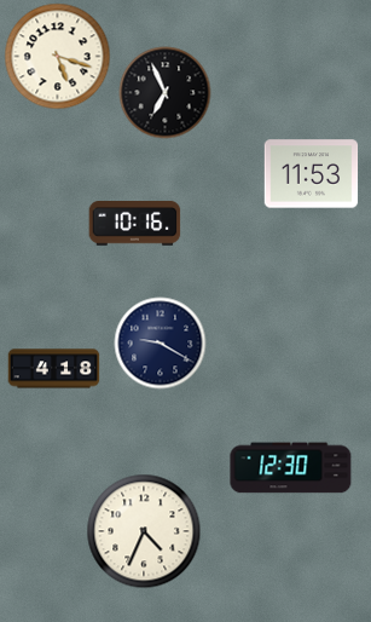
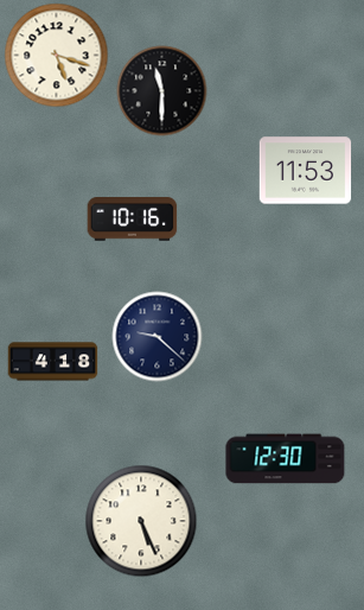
clock at (166, 93): 6:56 -> 11:30
clock at (161, 344): 9:20 -> 9:22
clock at (144, 531): 4:34 -> 5:26
